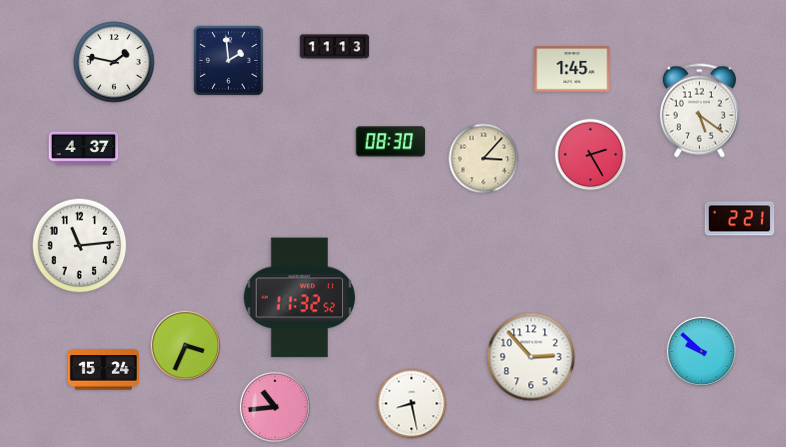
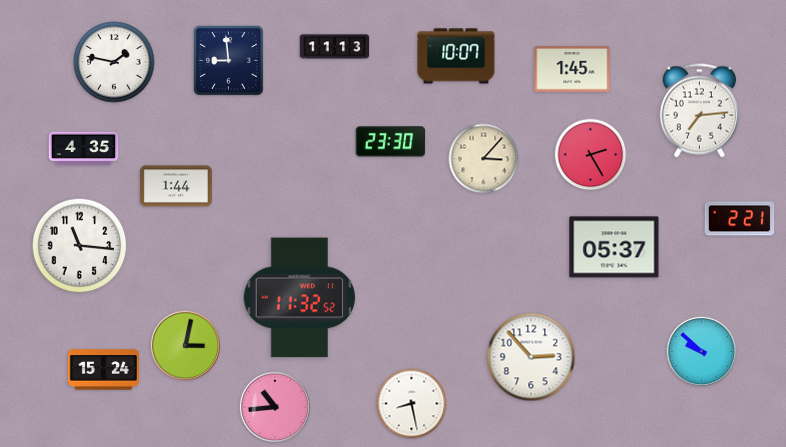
clock at (456, 56): none -> 10:07
clock at (228, 60): 1:59 -> 8:59
clock at (699, 111): 5:21 -> 7:14
clock at (391, 142): 08:30 -> 23:30
clock at (84, 149): 4:37 -> 4:35
clock at (176, 186): none -> 1:44
clock at (80, 246): 11:14 -> 11:16
clock at (614, 247): none -> 05:37
clock at (185, 345): 3:34 -> 3:02
